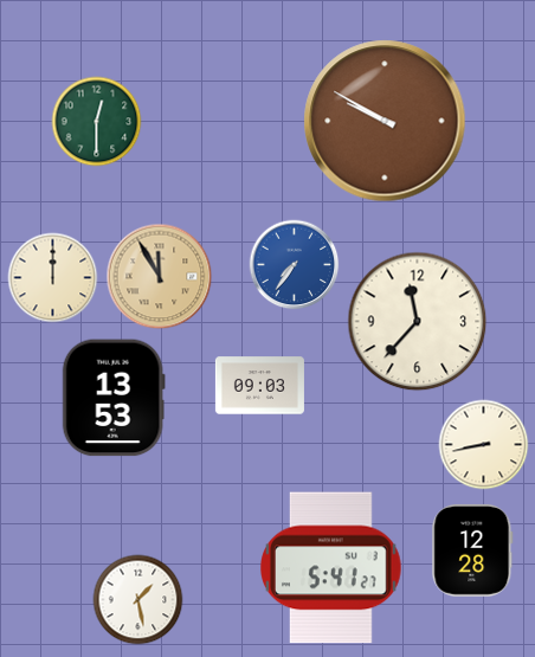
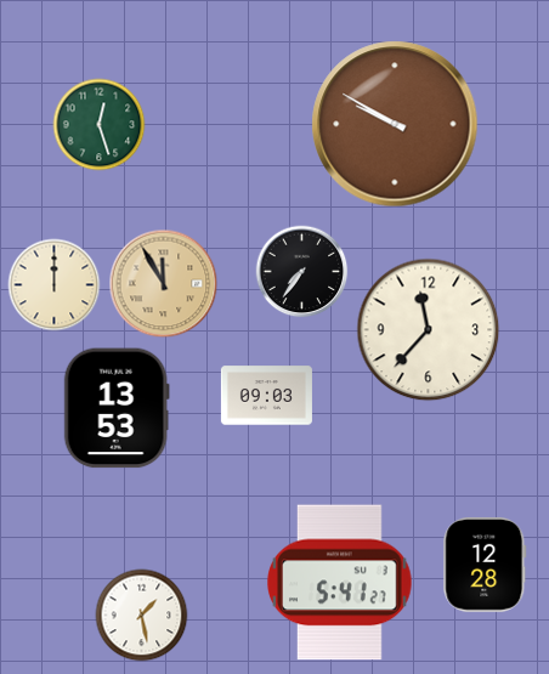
clock at (97, 122): 12:30 -> 12:27
clock at (295, 265) dial: blue -> black
clock at (484, 445): 8:43 -> none
